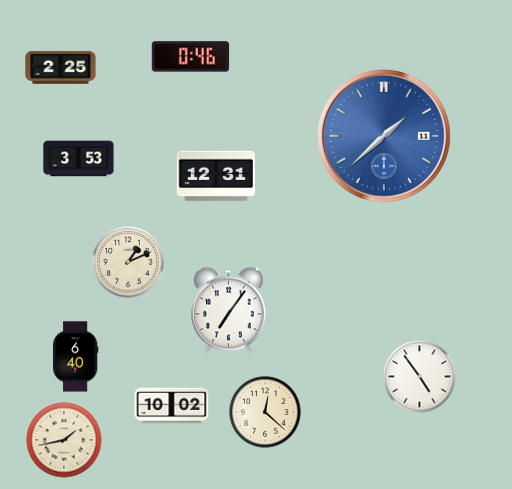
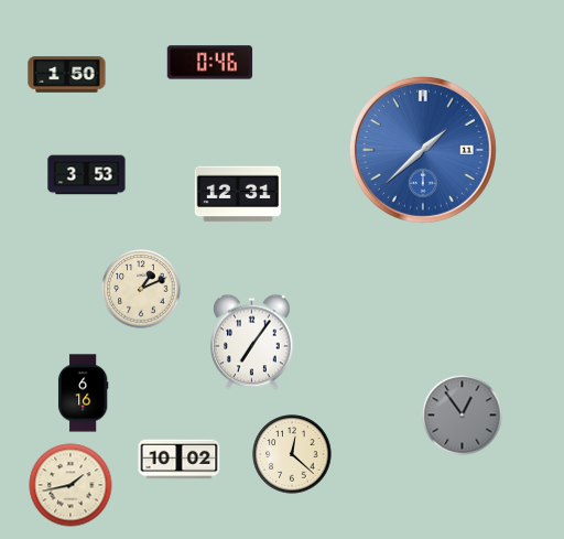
clock at (61, 68): 2:25 -> 1:50
clock at (75, 357): 6:40 -> 6:16
clock at (420, 377): 4:54 -> 12:54
clock at (420, 377) dial: white -> grey
clock at (172, 406) position: (172, 406) -> (180, 460)
